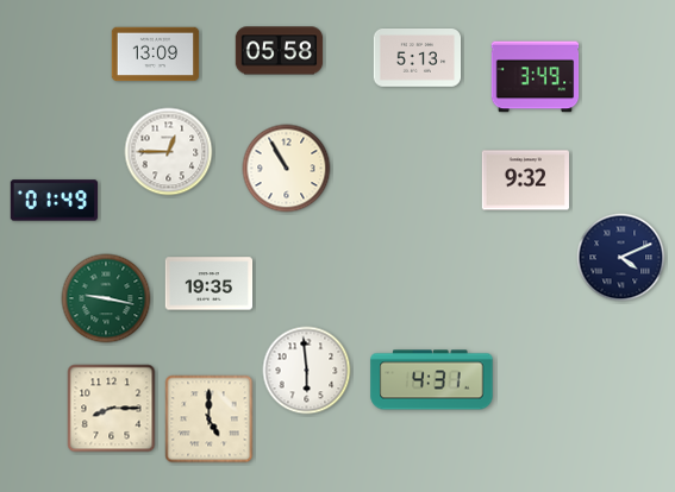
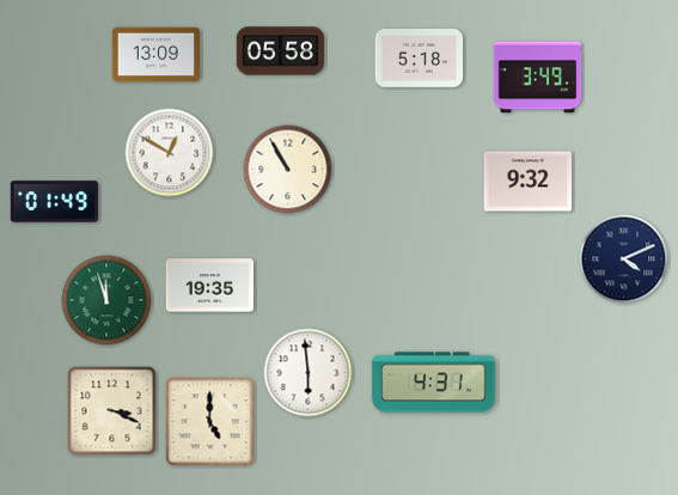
clock at (418, 58): 5:13 -> 5:18
clock at (169, 152): 12:45 -> 12:50
clock at (106, 298): 9:17 -> 11:57
clock at (112, 409): 8:15 -> 3:19
